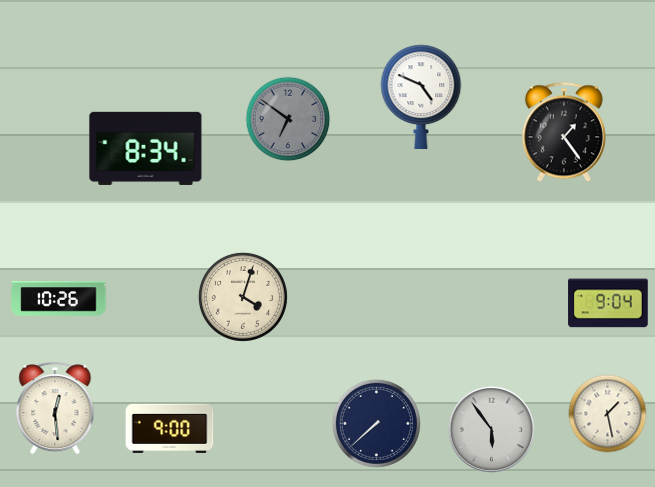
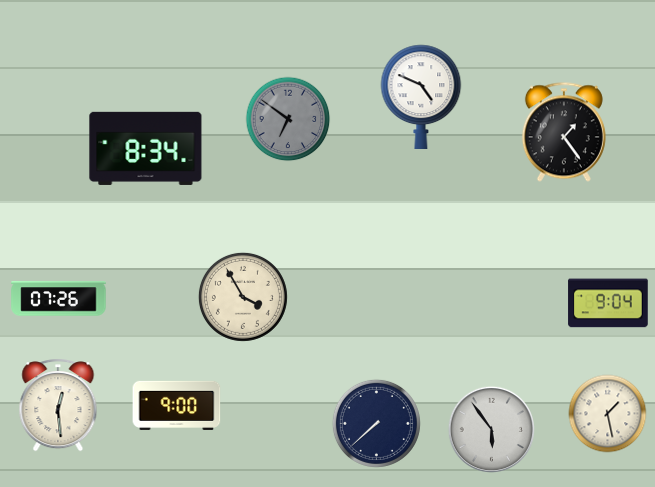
clock at (243, 297): 4:03 -> 3:55
clock at (59, 299): 10:26 -> 07:26
clock at (55, 408) position: (55, 408) -> (58, 405)
clock at (170, 428) position: (170, 428) -> (177, 405)
